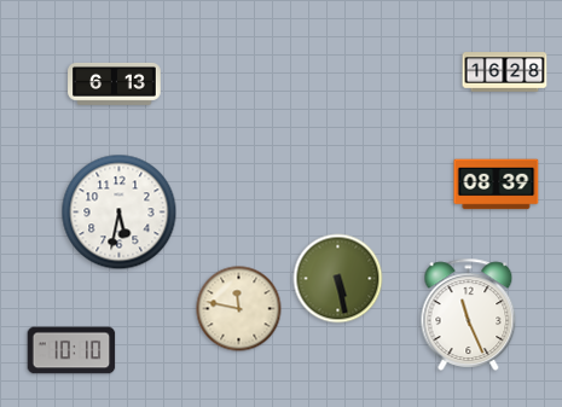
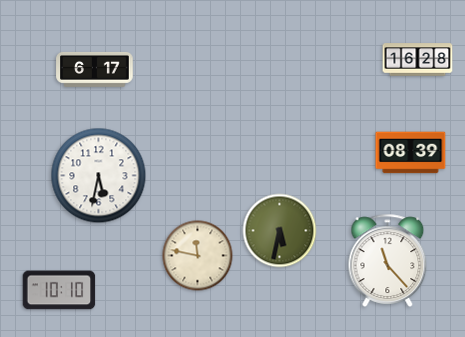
clock at (115, 83): 6:13 -> 6:17
clock at (338, 279): 5:28 -> 5:32
clock at (469, 314): 11:26 -> 11:23
